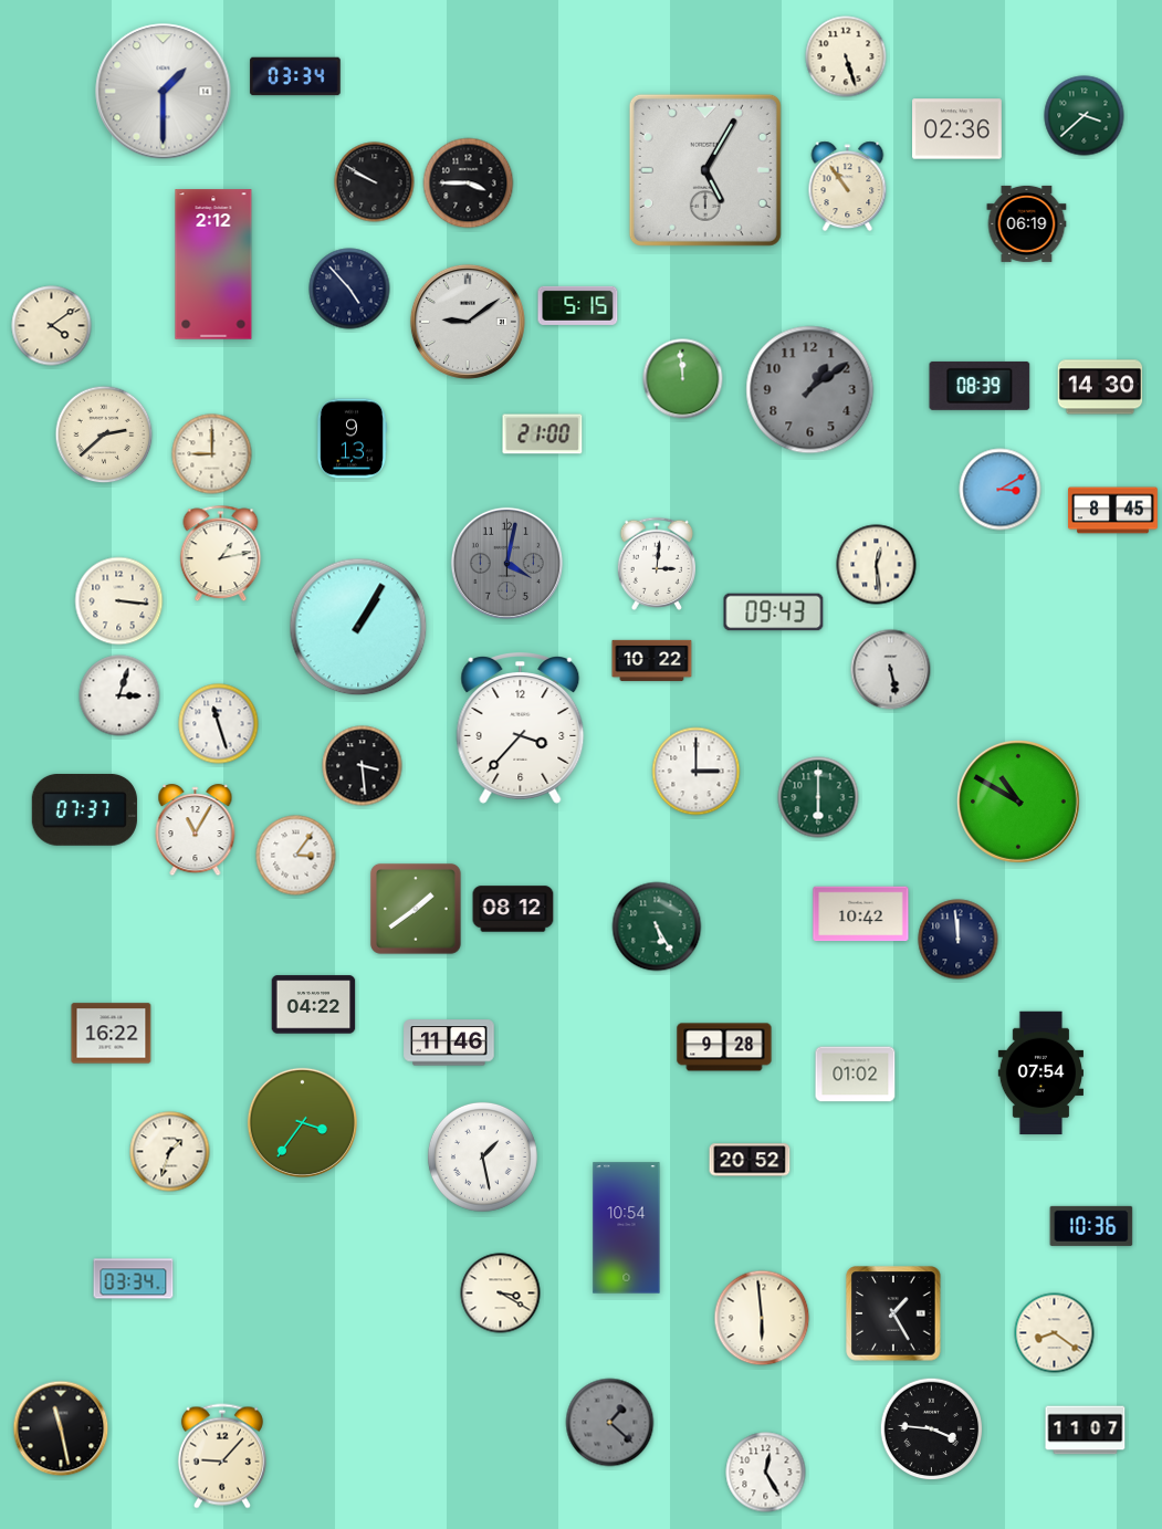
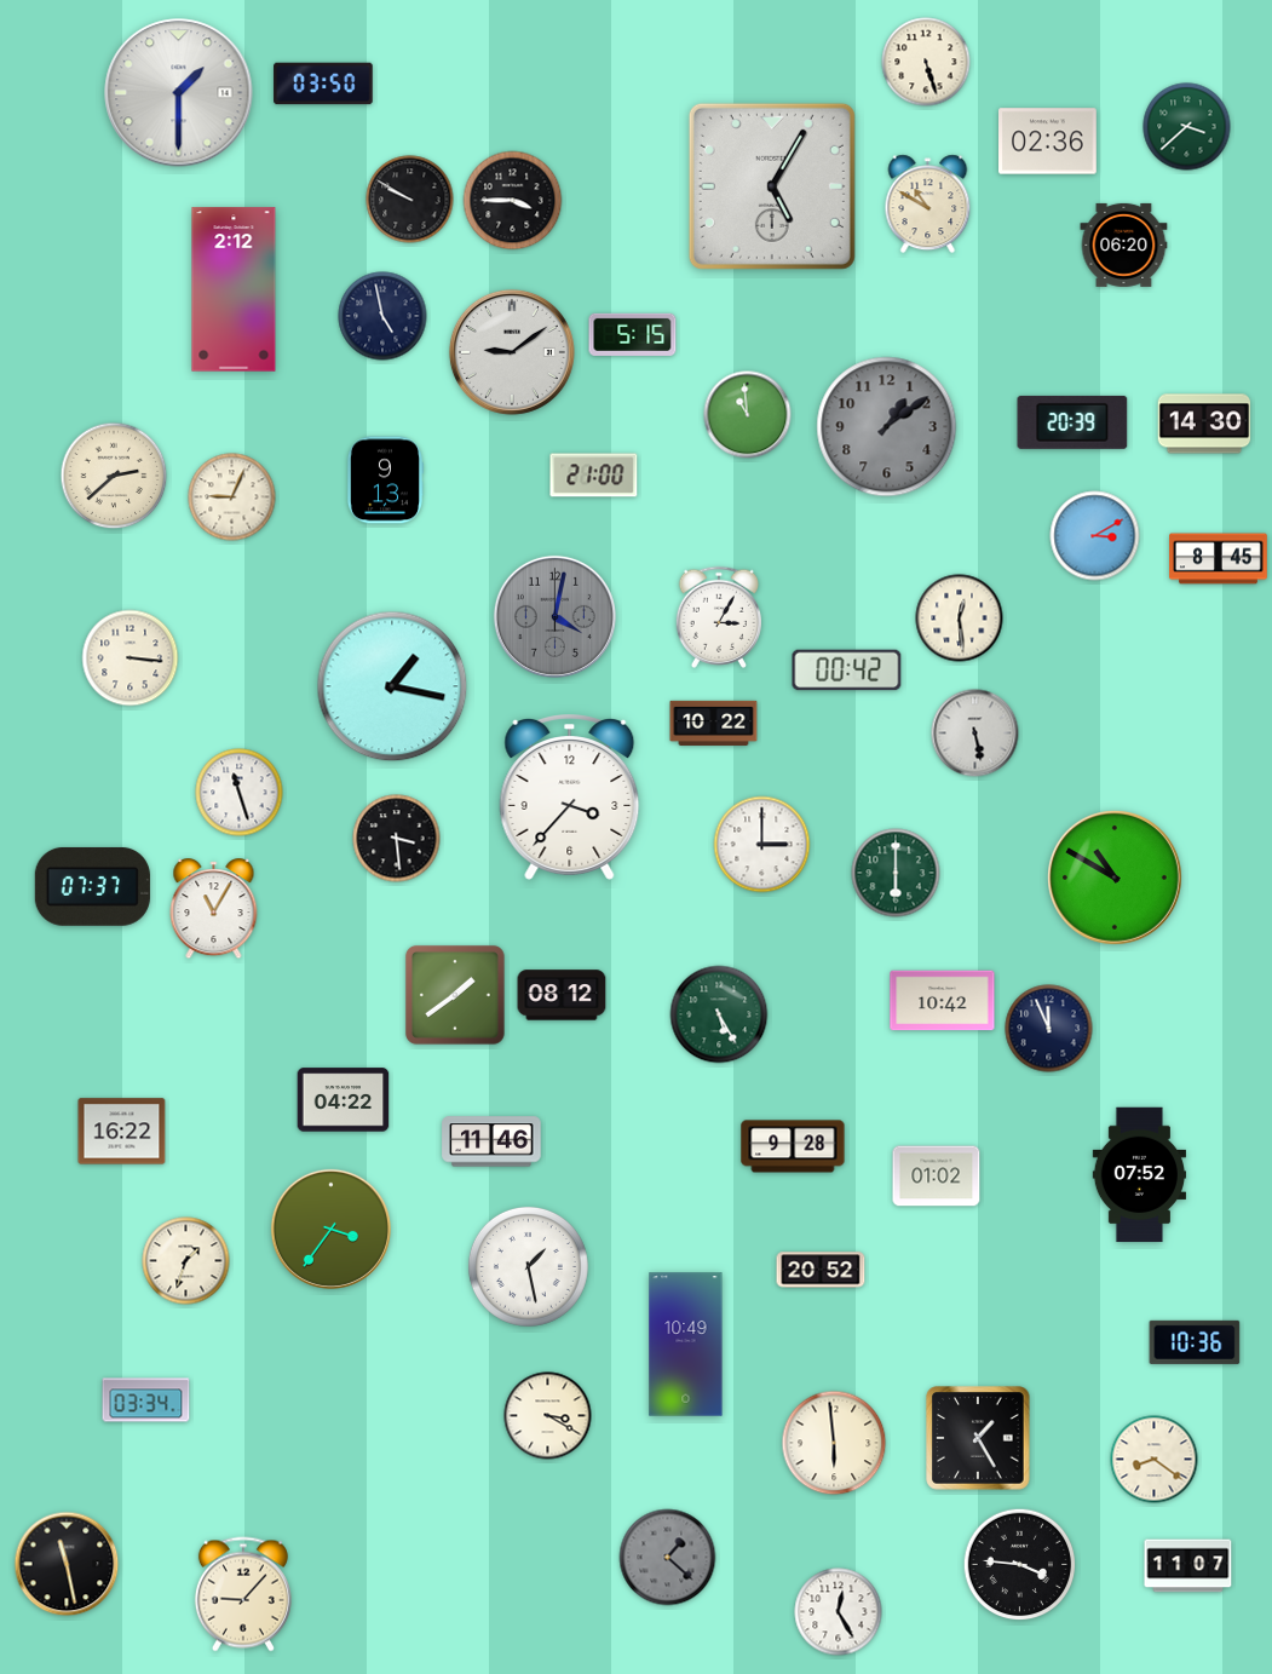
clock at (295, 76): 03:34 -> 03:50
clock at (164, 92) position: (164, 92) -> (179, 93)
clock at (848, 187): 10:54 -> 10:50
clock at (1027, 223): 06:19 -> 06:20
clock at (349, 289): 4:53 -> 4:58
clock at (52, 326): 4:09 -> none
clock at (683, 379): 11:59 -> 10:59
clock at (980, 386): 08:39 -> 20:39
clock at (212, 454): 9:00 -> 9:04
clock at (221, 554): 1:13 -> none
clock at (656, 564): 3:01 -> 3:05
clock at (774, 612): 09:43 -> 00:42
clock at (358, 627): 1:05 -> 1:17
clock at (119, 695): 3:03 -> none
clock at (296, 856): 3:06 -> none
clock at (959, 940): 11:59 -> 11:56
clock at (1041, 1074): 07:54 -> 07:52
clock at (627, 1228): 10:54 -> 10:49
